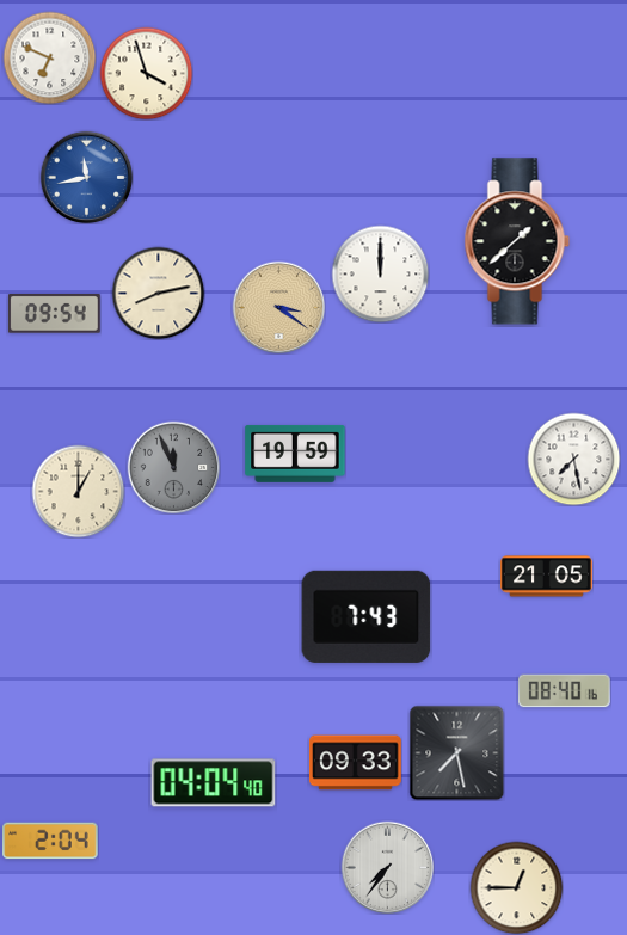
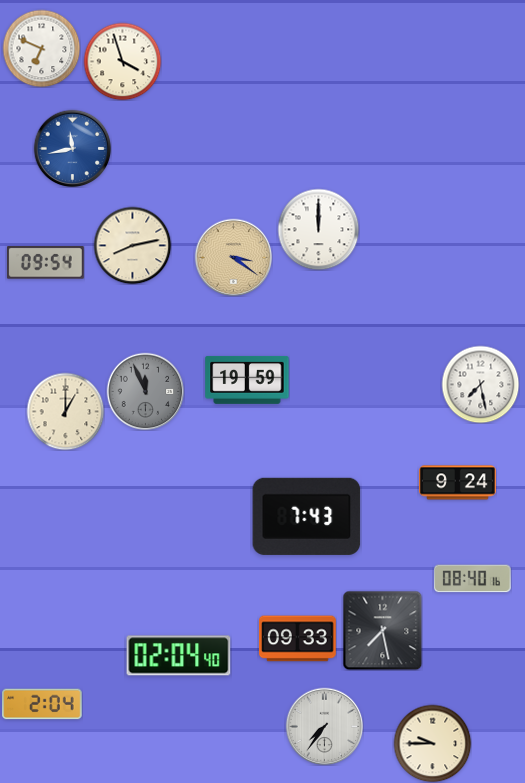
clock at (517, 241): 1:38 -> none
clock at (547, 577): 21:05 -> 9:24
clock at (214, 783): 04:04 -> 02:04
clock at (516, 887): 12:45 -> 9:45
